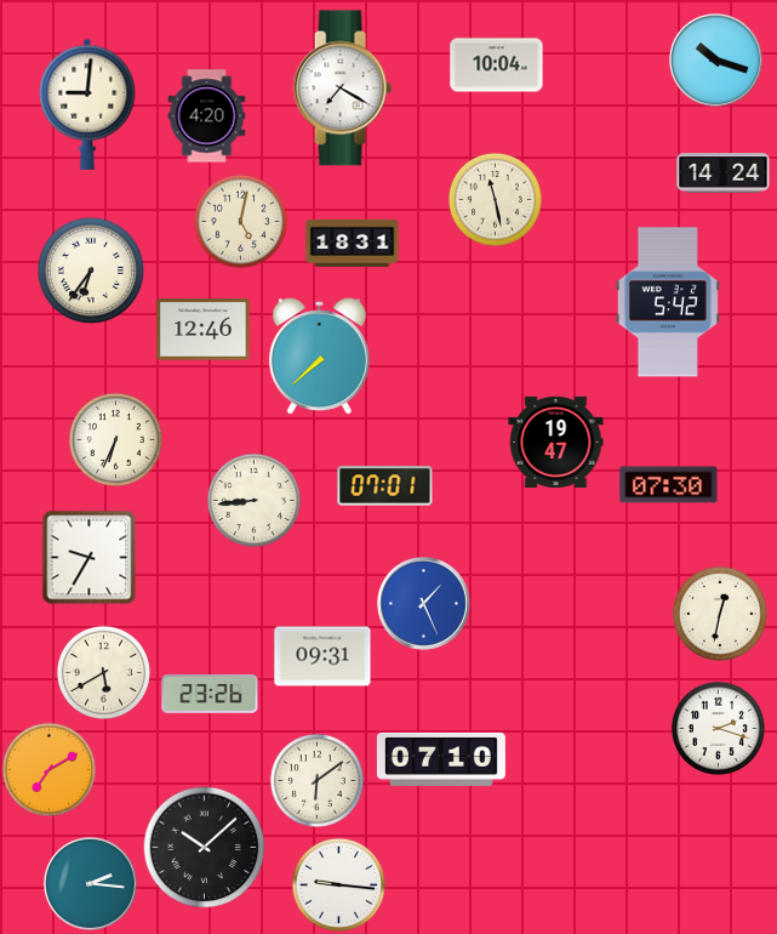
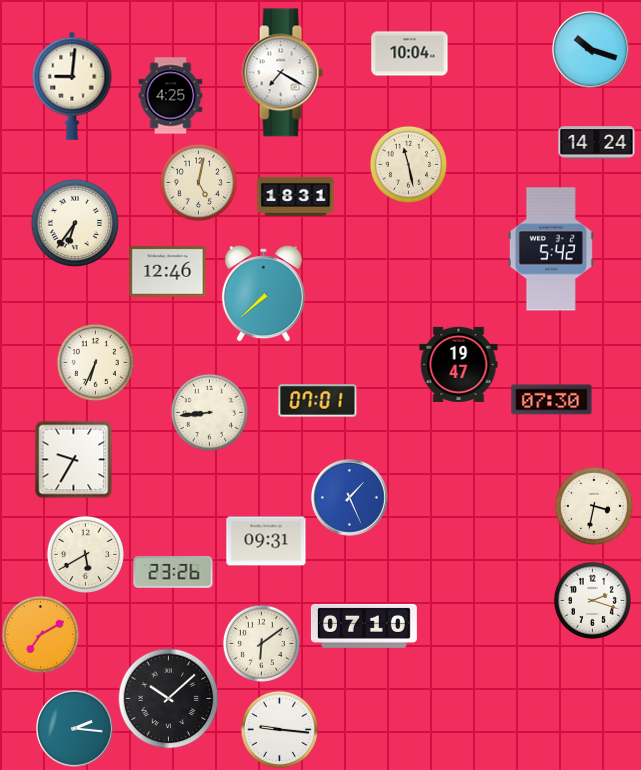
clock at (207, 116): 4:20 -> 4:25
clock at (353, 243) position: (353, 243) -> (296, 196)
clock at (720, 614): 12:32 -> 3:32
